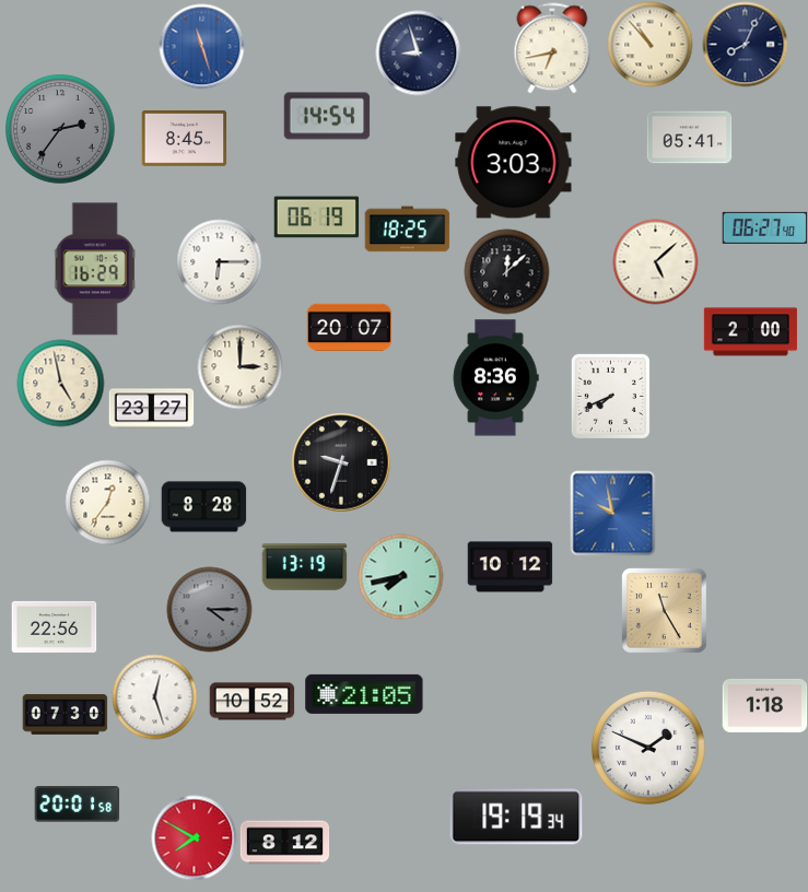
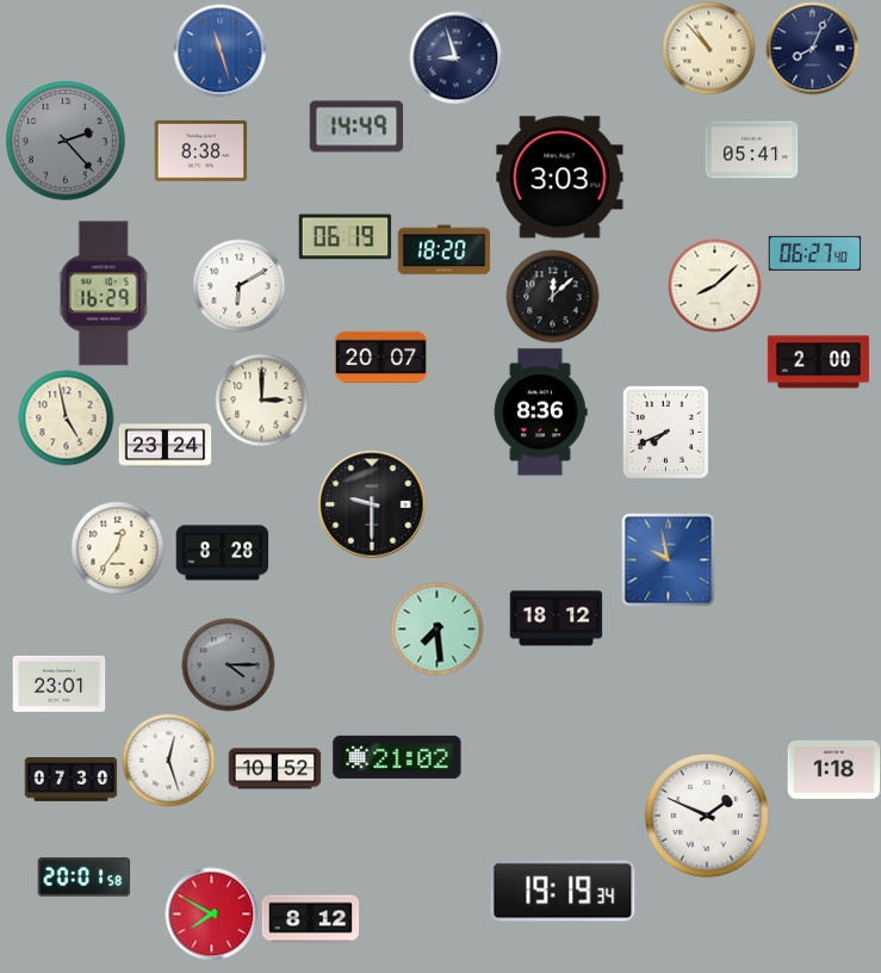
clock at (552, 48): 6:43 -> none
clock at (327, 116): 14:54 -> 14:49
clock at (61, 130): 2:36 -> 2:23
clock at (184, 138): 8:45 -> 8:38
clock at (764, 227) position: (764, 227) -> (814, 253)
clock at (407, 230): 18:25 -> 18:20
clock at (219, 261): 6:15 -> 6:10
clock at (655, 261): 5:08 -> 8:08
clock at (151, 409): 23:27 -> 23:24
clock at (341, 462): 9:33 -> 9:30
clock at (304, 567): 13:19 -> none
clock at (510, 567): 10:12 -> 18:12
clock at (400, 576): 7:43 -> 7:29
clock at (665, 611): 11:25 -> none
clock at (54, 626): 22:56 -> 23:01
clock at (364, 694): 21:05 -> 21:02
clock at (251, 702) position: (251, 702) -> (274, 769)
